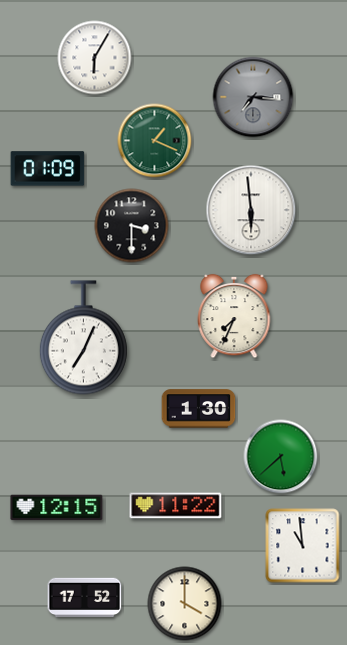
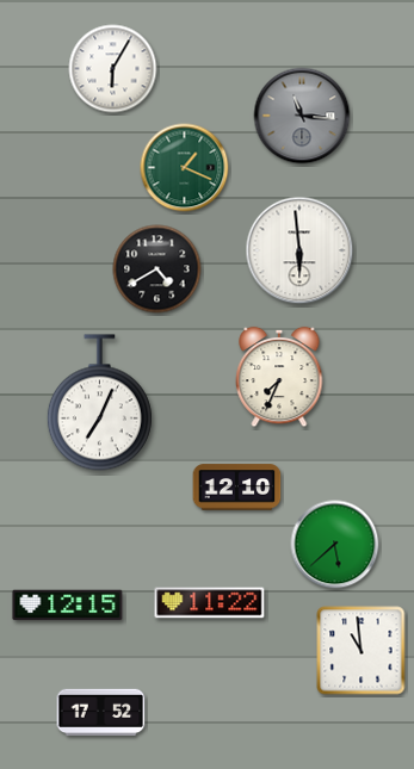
clock at (253, 97): 7:16 -> 11:16
clock at (48, 169): 01:09 -> none
clock at (132, 226): 3:30 -> 4:40
clock at (199, 409): 1:30 -> 12:10
clock at (185, 604): 4:00 -> none
